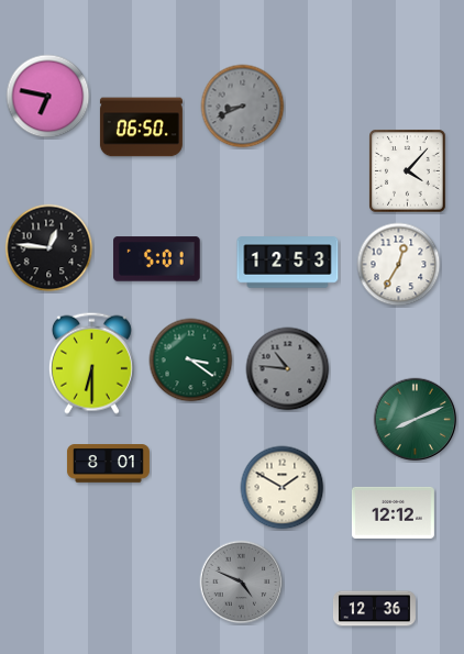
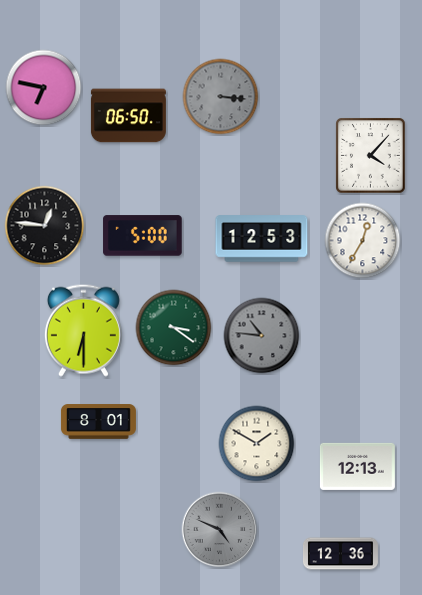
clock at (243, 107): 8:41 -> 3:16
clock at (157, 259): 5:01 -> 5:00
clock at (416, 420): 8:11 -> none
clock at (393, 512): 12:12 -> 12:13
